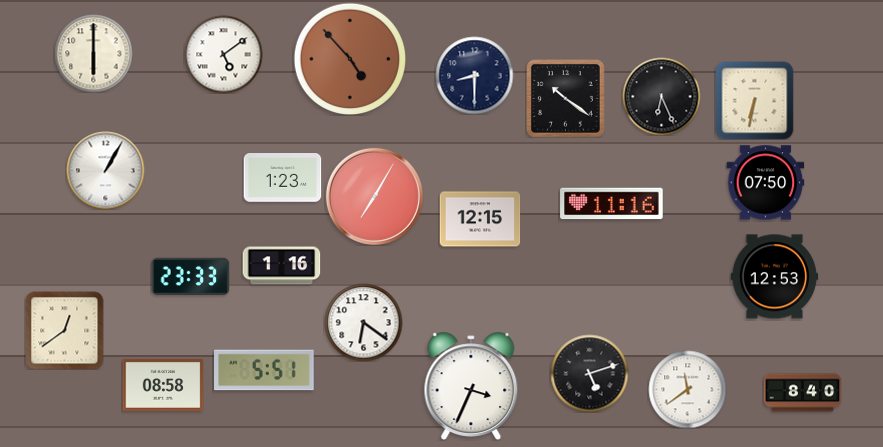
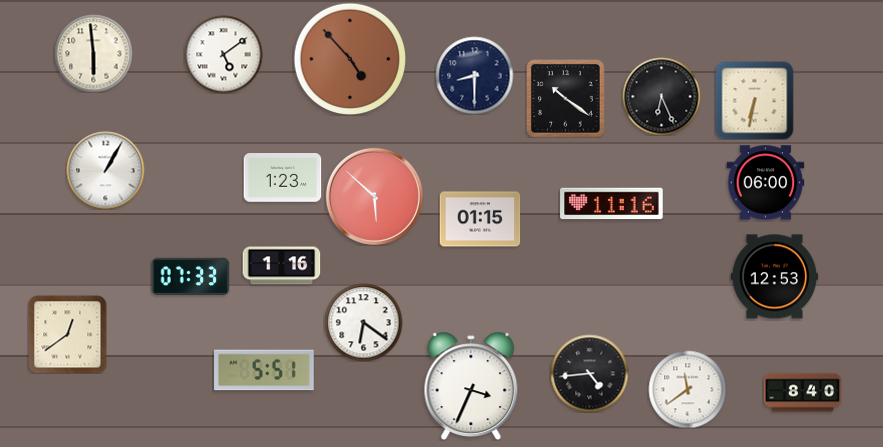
clock at (93, 53): 6:00 -> 5:59
clock at (765, 183): 07:50 -> 06:00
clock at (374, 196): 7:05 -> 5:52
clock at (480, 219): 12:15 -> 01:15
clock at (190, 276): 23:33 -> 07:33
clock at (64, 330) position: (64, 330) -> (67, 334)
clock at (589, 373): 5:12 -> 4:44
clock at (163, 386): 08:58 -> none
